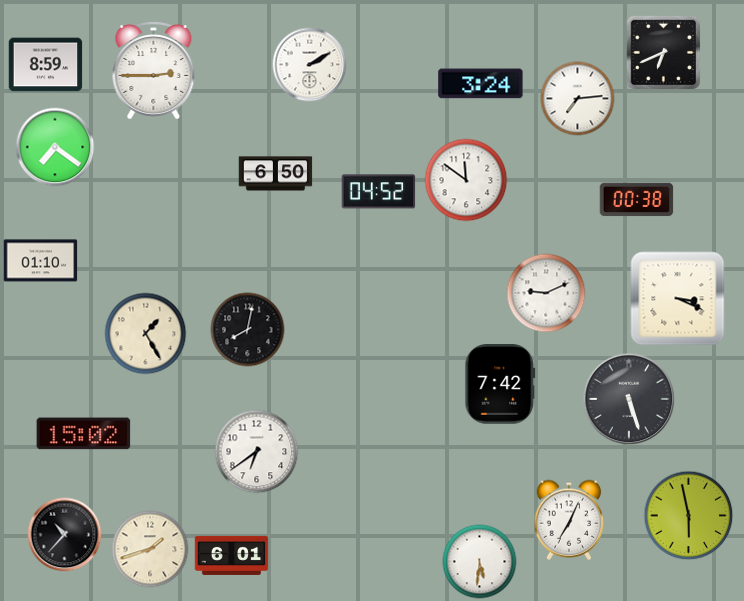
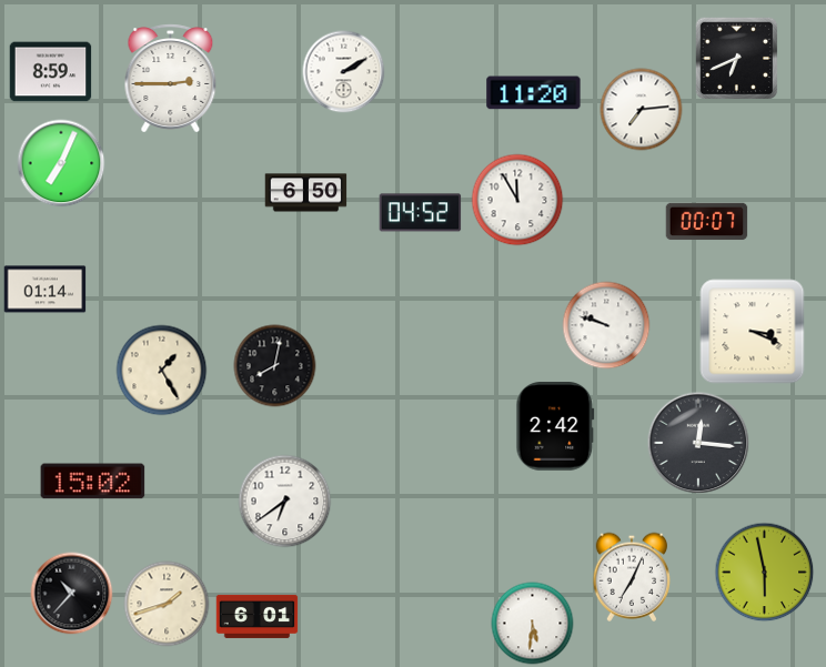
clock at (481, 84): 3:24 -> 11:20
clock at (55, 147): 7:21 -> 7:04
clock at (466, 180): 11:51 -> 11:55
clock at (637, 200): 00:38 -> 00:07
clock at (41, 261): 01:10 -> 01:14
clock at (546, 293): 9:11 -> 9:48
clock at (500, 385): 7:42 -> 2:42
clock at (629, 399): 5:27 -> 12:16
clock at (150, 549) position: (150, 549) -> (167, 604)
